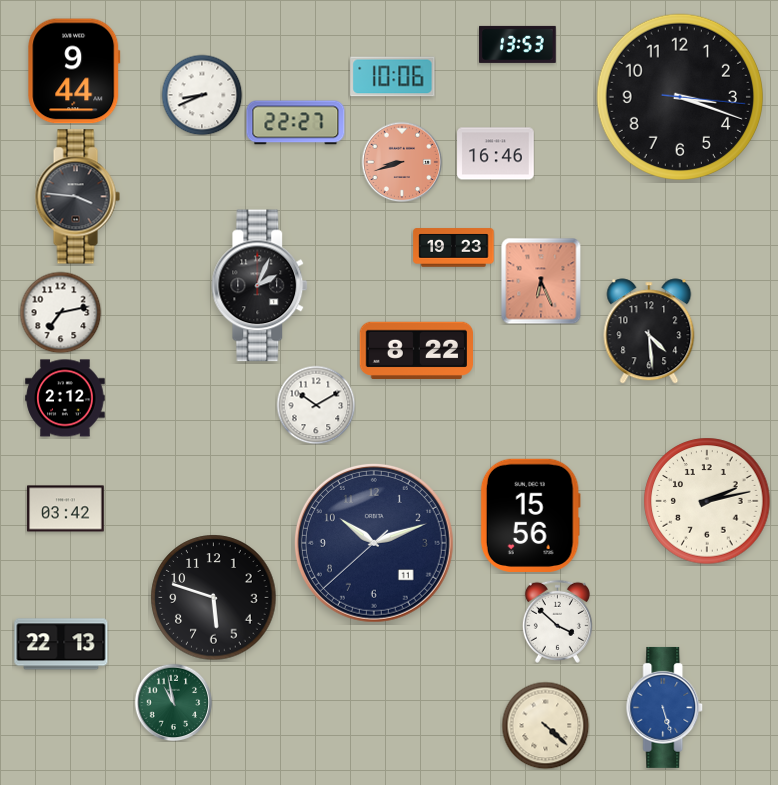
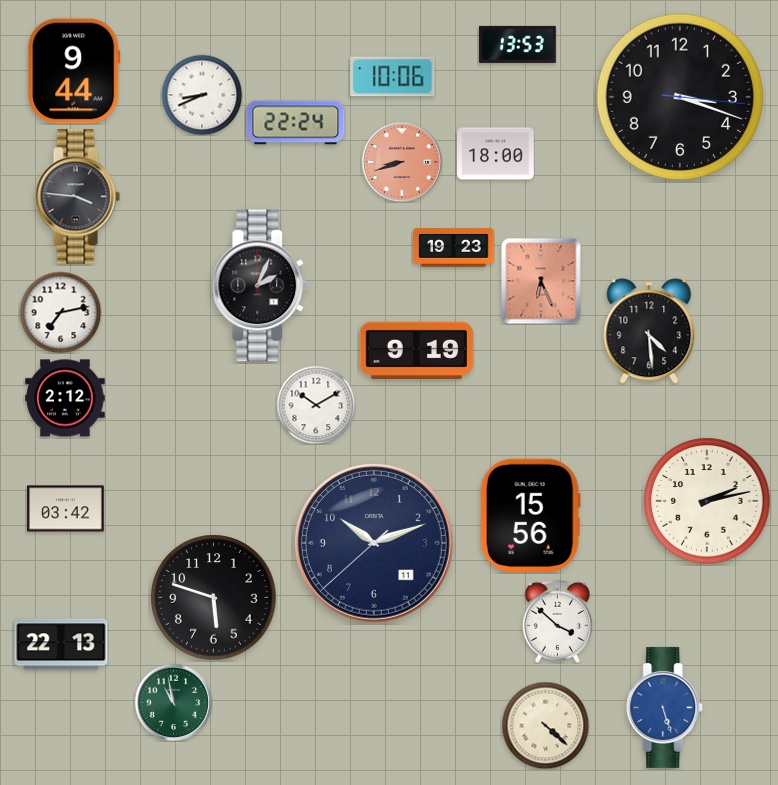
clock at (296, 123): 22:27 -> 22:24
clock at (496, 154): 16:46 -> 18:00
clock at (416, 350): 8:22 -> 9:19
